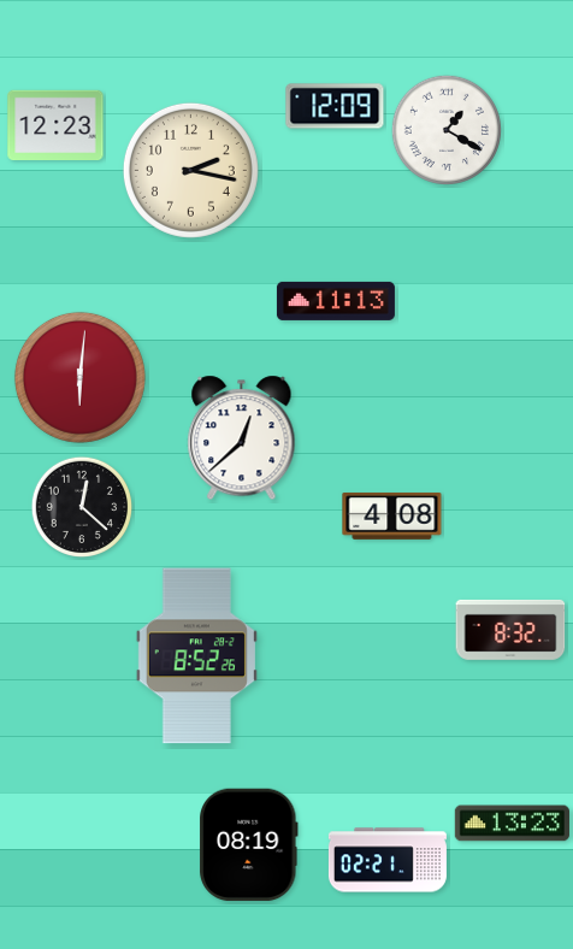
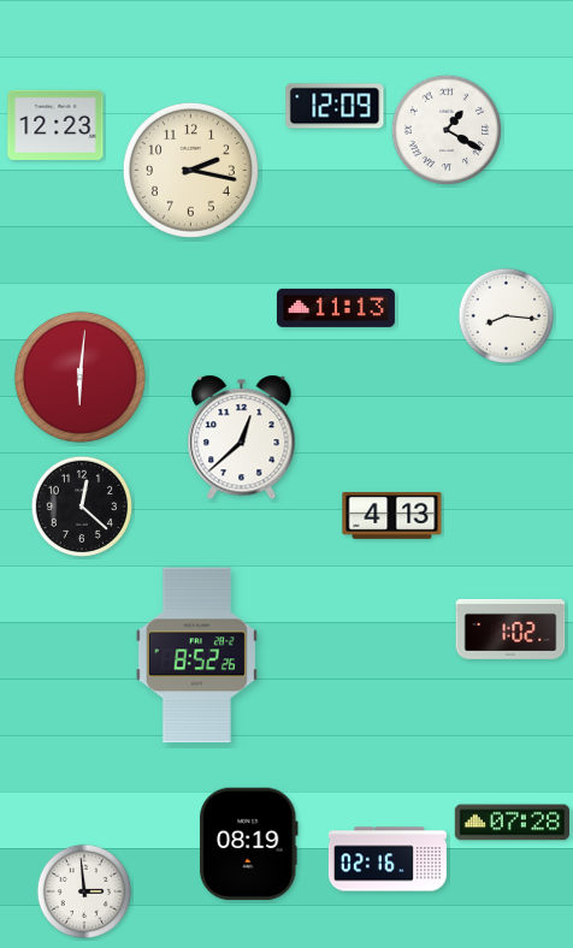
clock at (336, 301) position: (336, 301) -> (336, 308)
clock at (507, 316): none -> 8:16
clock at (392, 515): 4:08 -> 4:13
clock at (510, 630): 8:32 -> 1:02
clock at (512, 824): 13:23 -> 07:28
clock at (388, 860): 02:21 -> 02:16
clock at (84, 891): none -> 2:59
